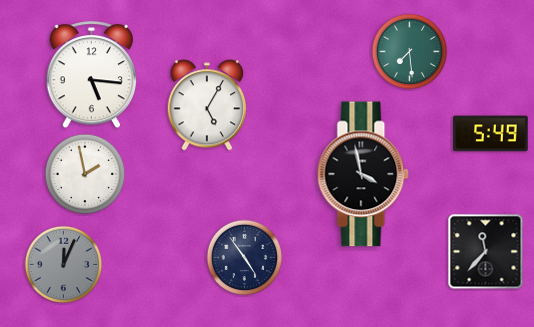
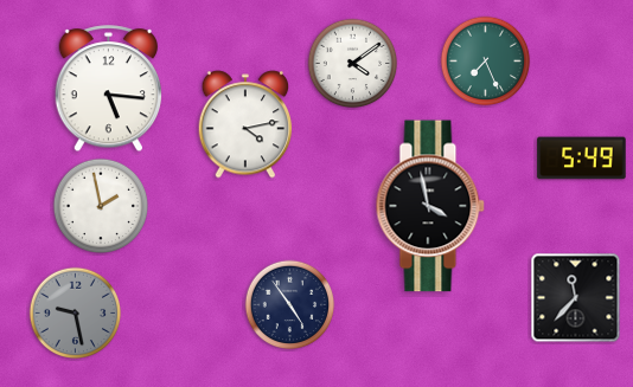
clock at (410, 52): 7:29 -> 7:26
clock at (353, 64): none -> 4:09
clock at (207, 105): 5:05 -> 4:13
clock at (64, 265): 12:04 -> 9:28
